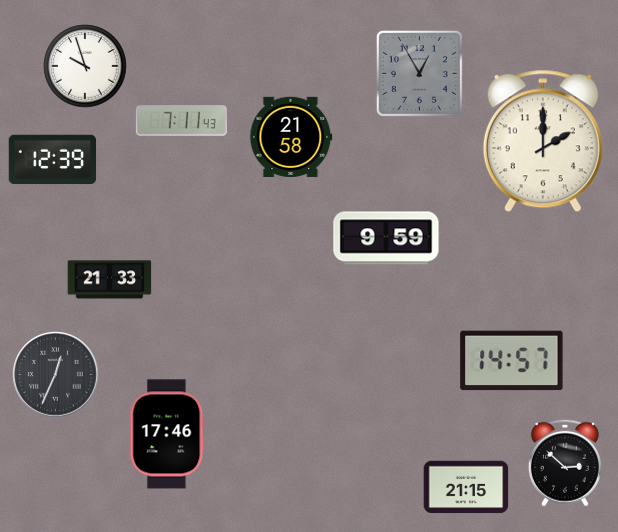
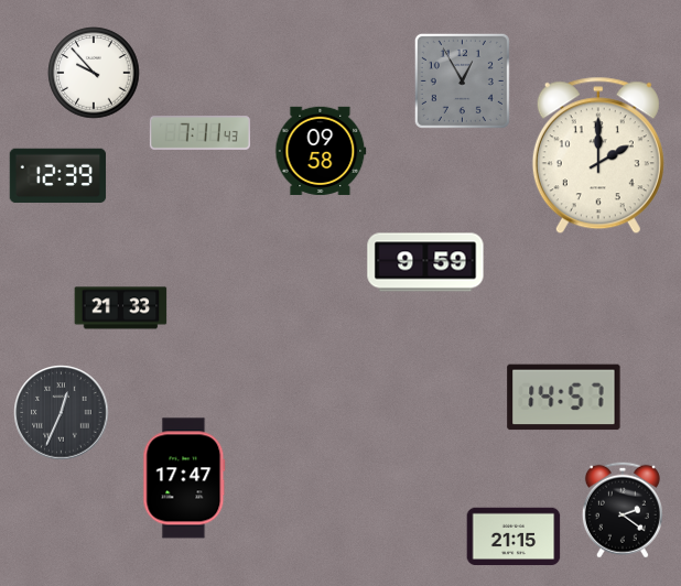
clock at (85, 66): 9:57 -> 9:53
clock at (291, 137): 21:58 -> 09:58
clock at (167, 434): 17:46 -> 17:47
clock at (565, 463): 2:52 -> 2:21
